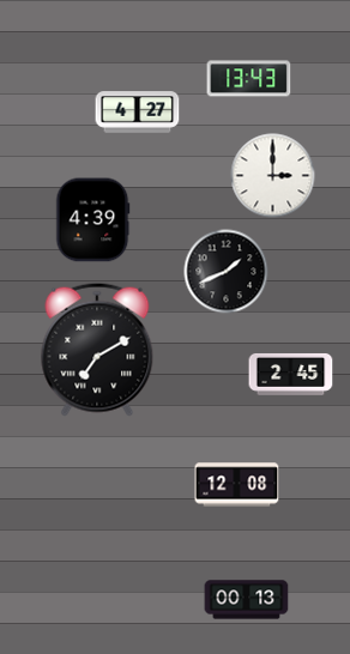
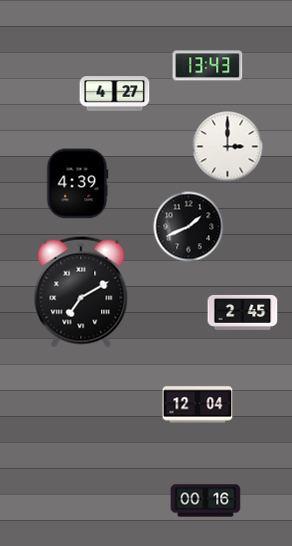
clock at (237, 485): 12:08 -> 12:04
clock at (247, 600): 00:13 -> 00:16
